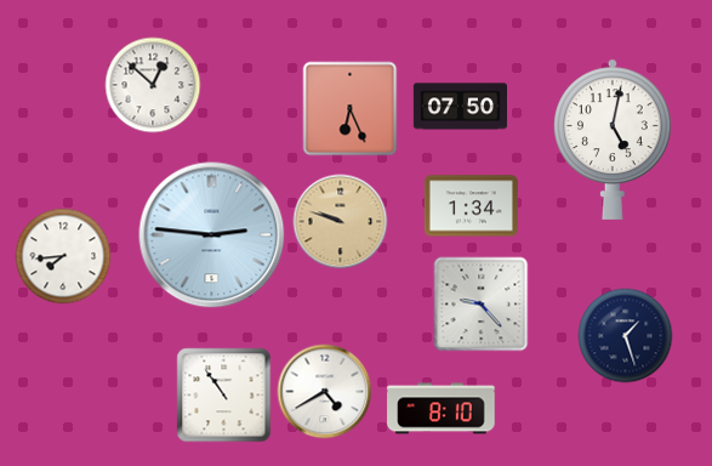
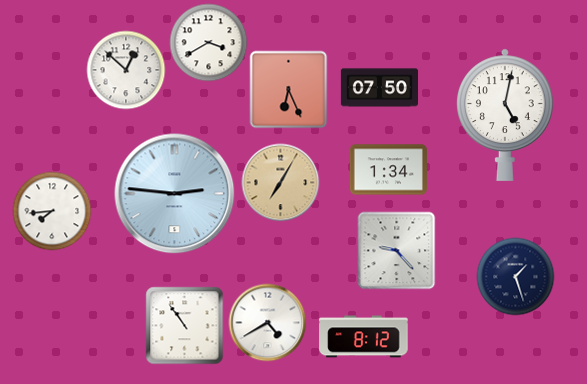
clock at (208, 42): none -> 3:40
clock at (340, 221): 9:48 -> 7:05
clock at (442, 409): 8:10 -> 8:12
